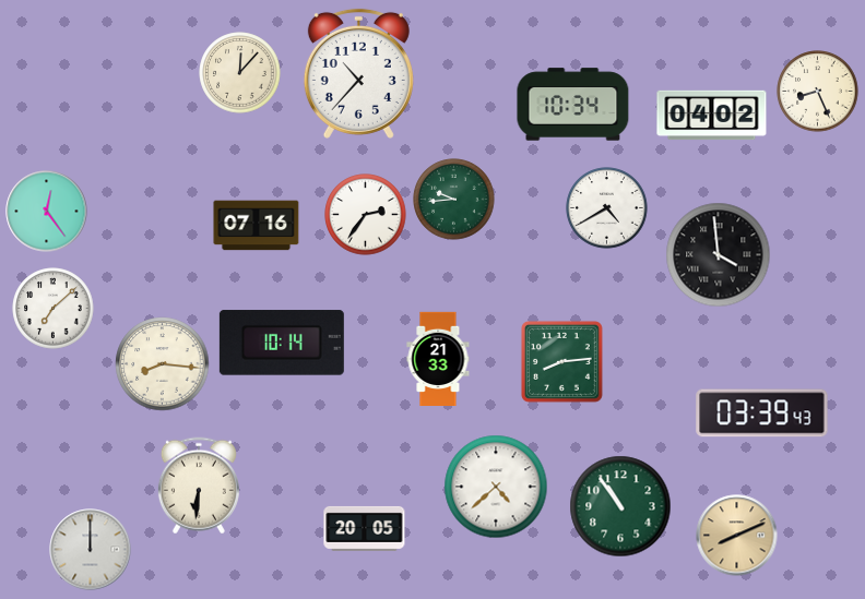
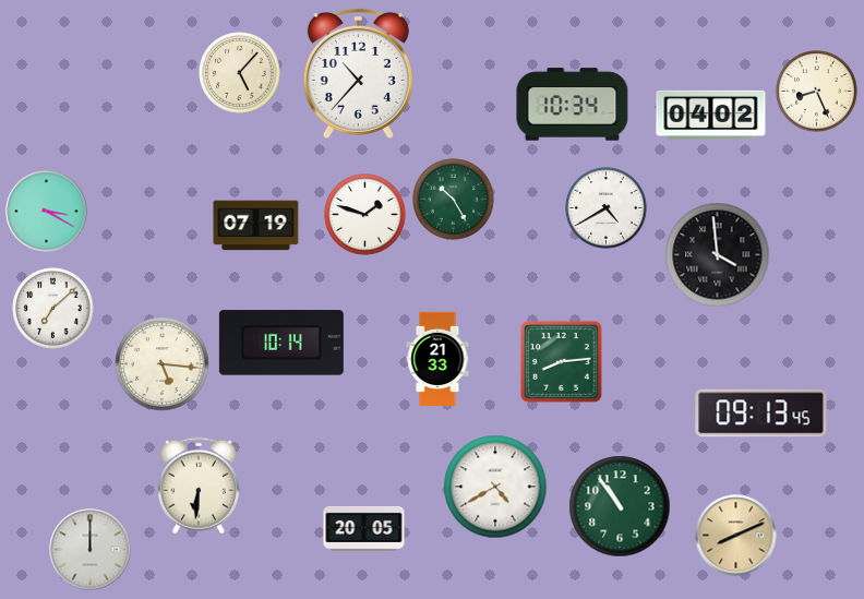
clock at (240, 73): 12:07 -> 5:07
clock at (454, 200): 9:44 -> 10:25
clock at (47, 212): 12:24 -> 3:20
clock at (366, 215): 2:36 -> 1:48
clock at (257, 226): 07:16 -> 07:19
clock at (163, 364): 8:16 -> 5:16
clock at (762, 414): 03:39 -> 09:13
clock at (496, 487): 4:38 -> 4:40
